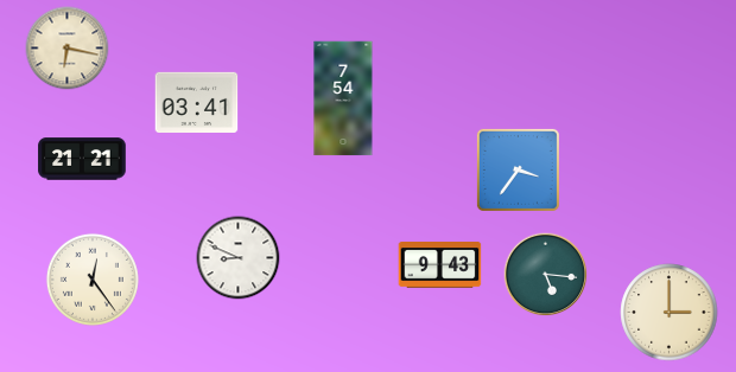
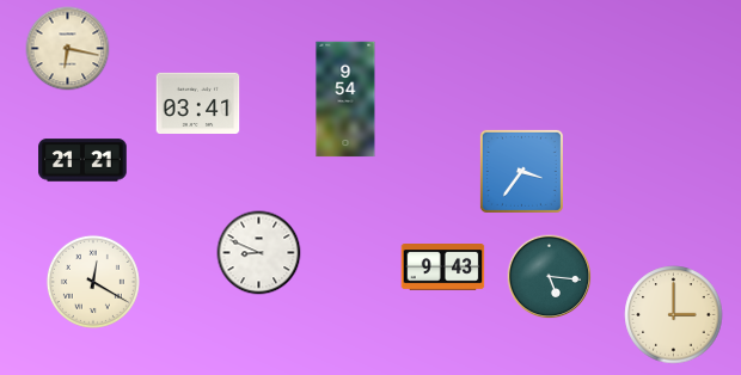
clock at (343, 98): 7:54 -> 9:54
clock at (239, 258) position: (239, 258) -> (259, 253)
clock at (93, 280): 12:24 -> 12:20
